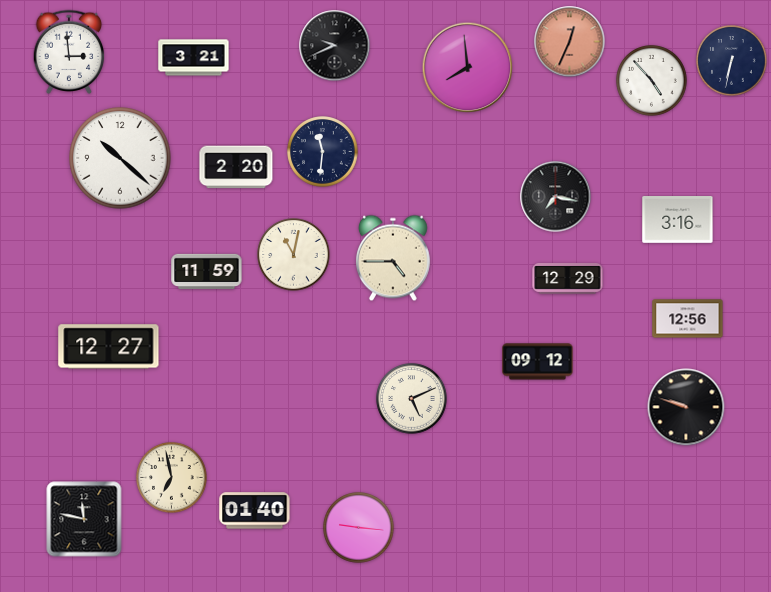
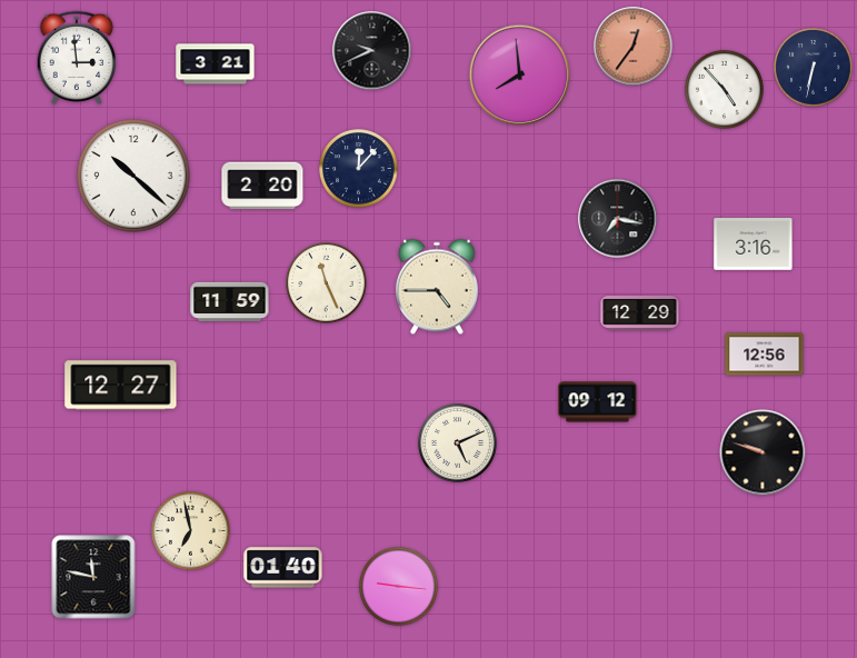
clock at (570, 42): 12:34 -> 12:36
clock at (323, 152): 11:31 -> 12:07
clock at (294, 255): 11:02 -> 11:26
clock at (568, 279) position: (568, 279) -> (640, 313)
